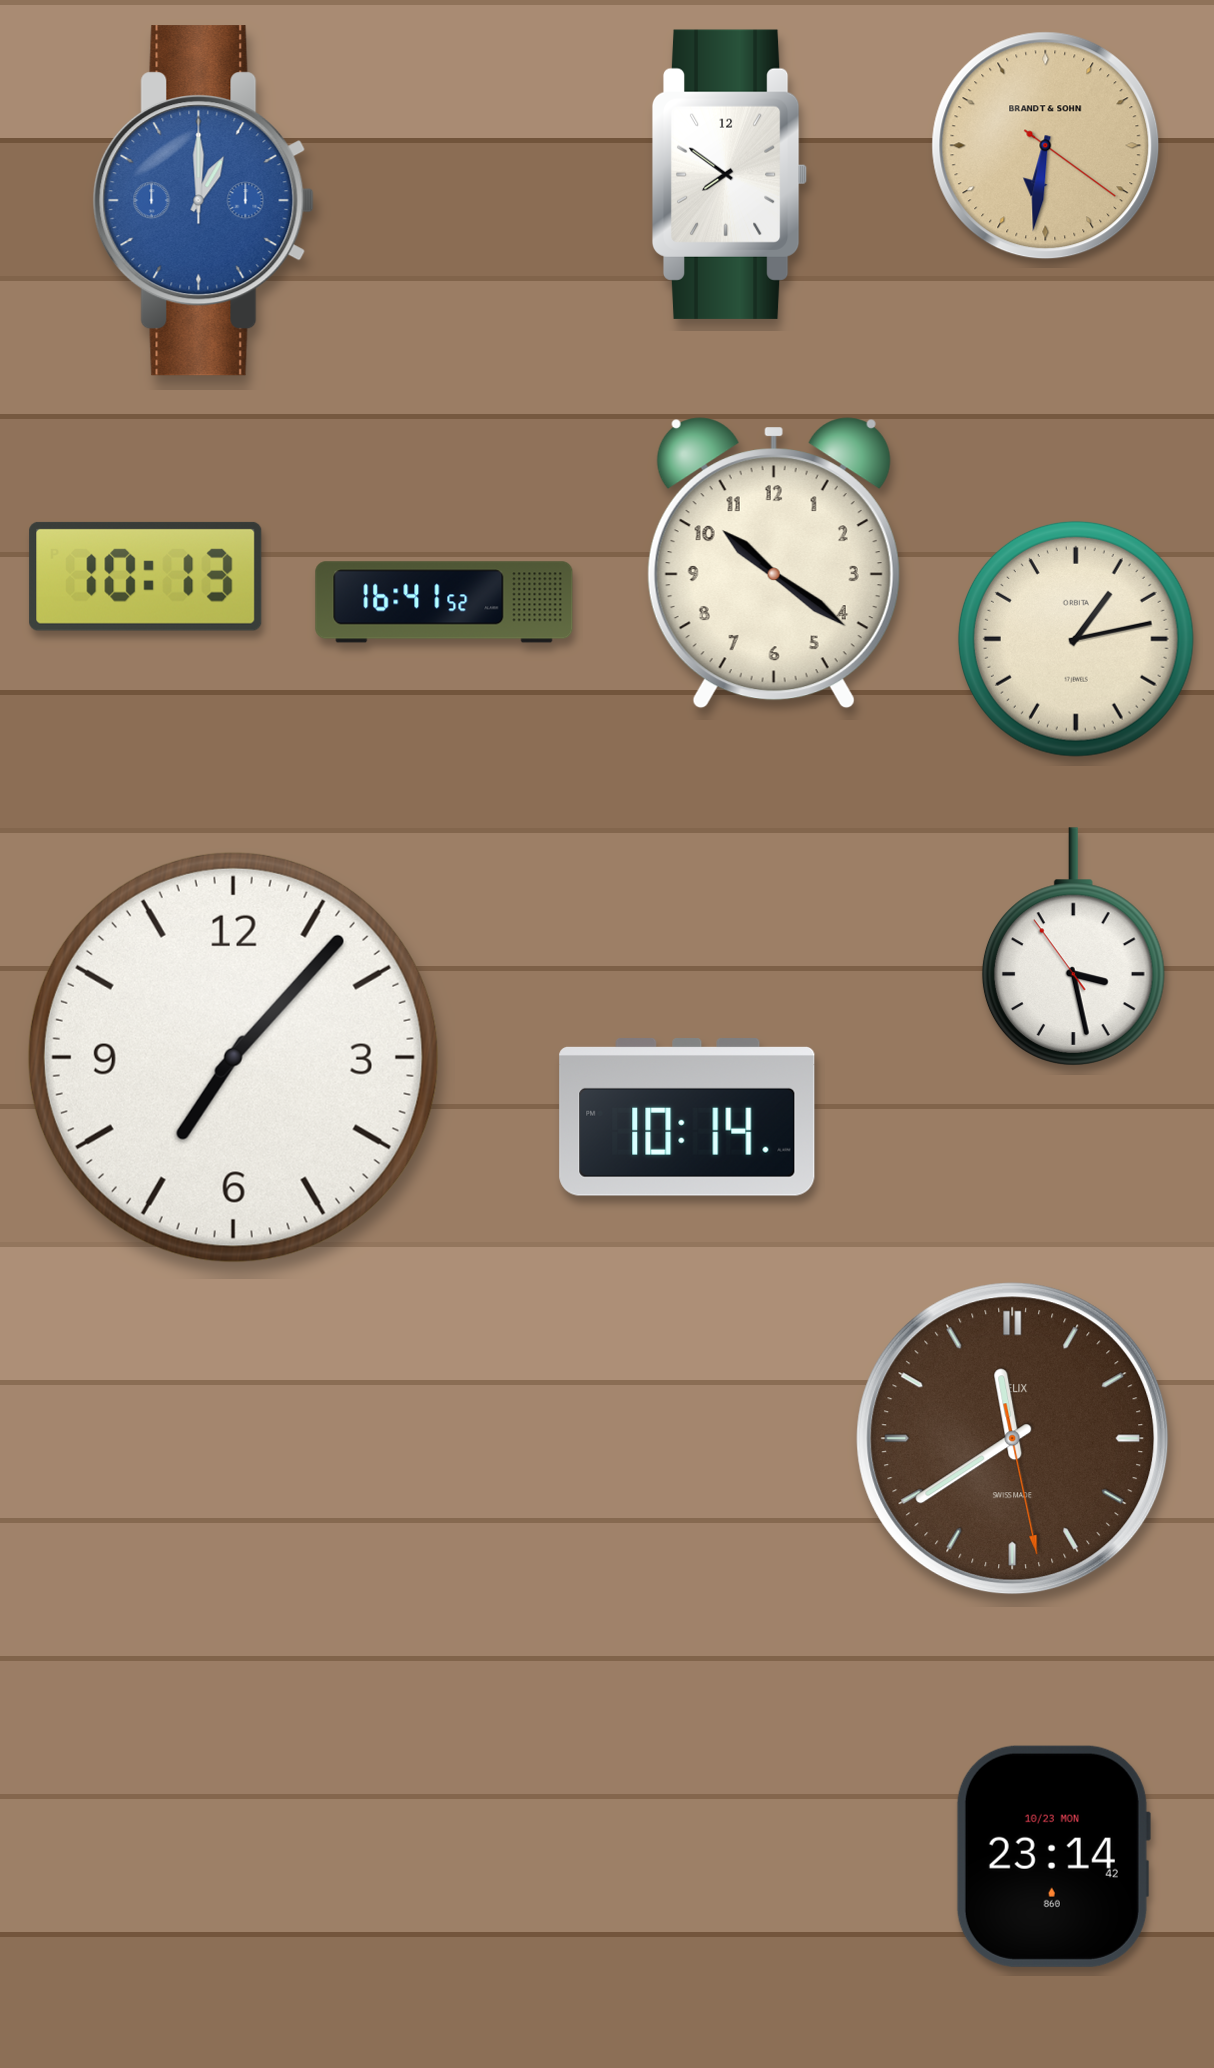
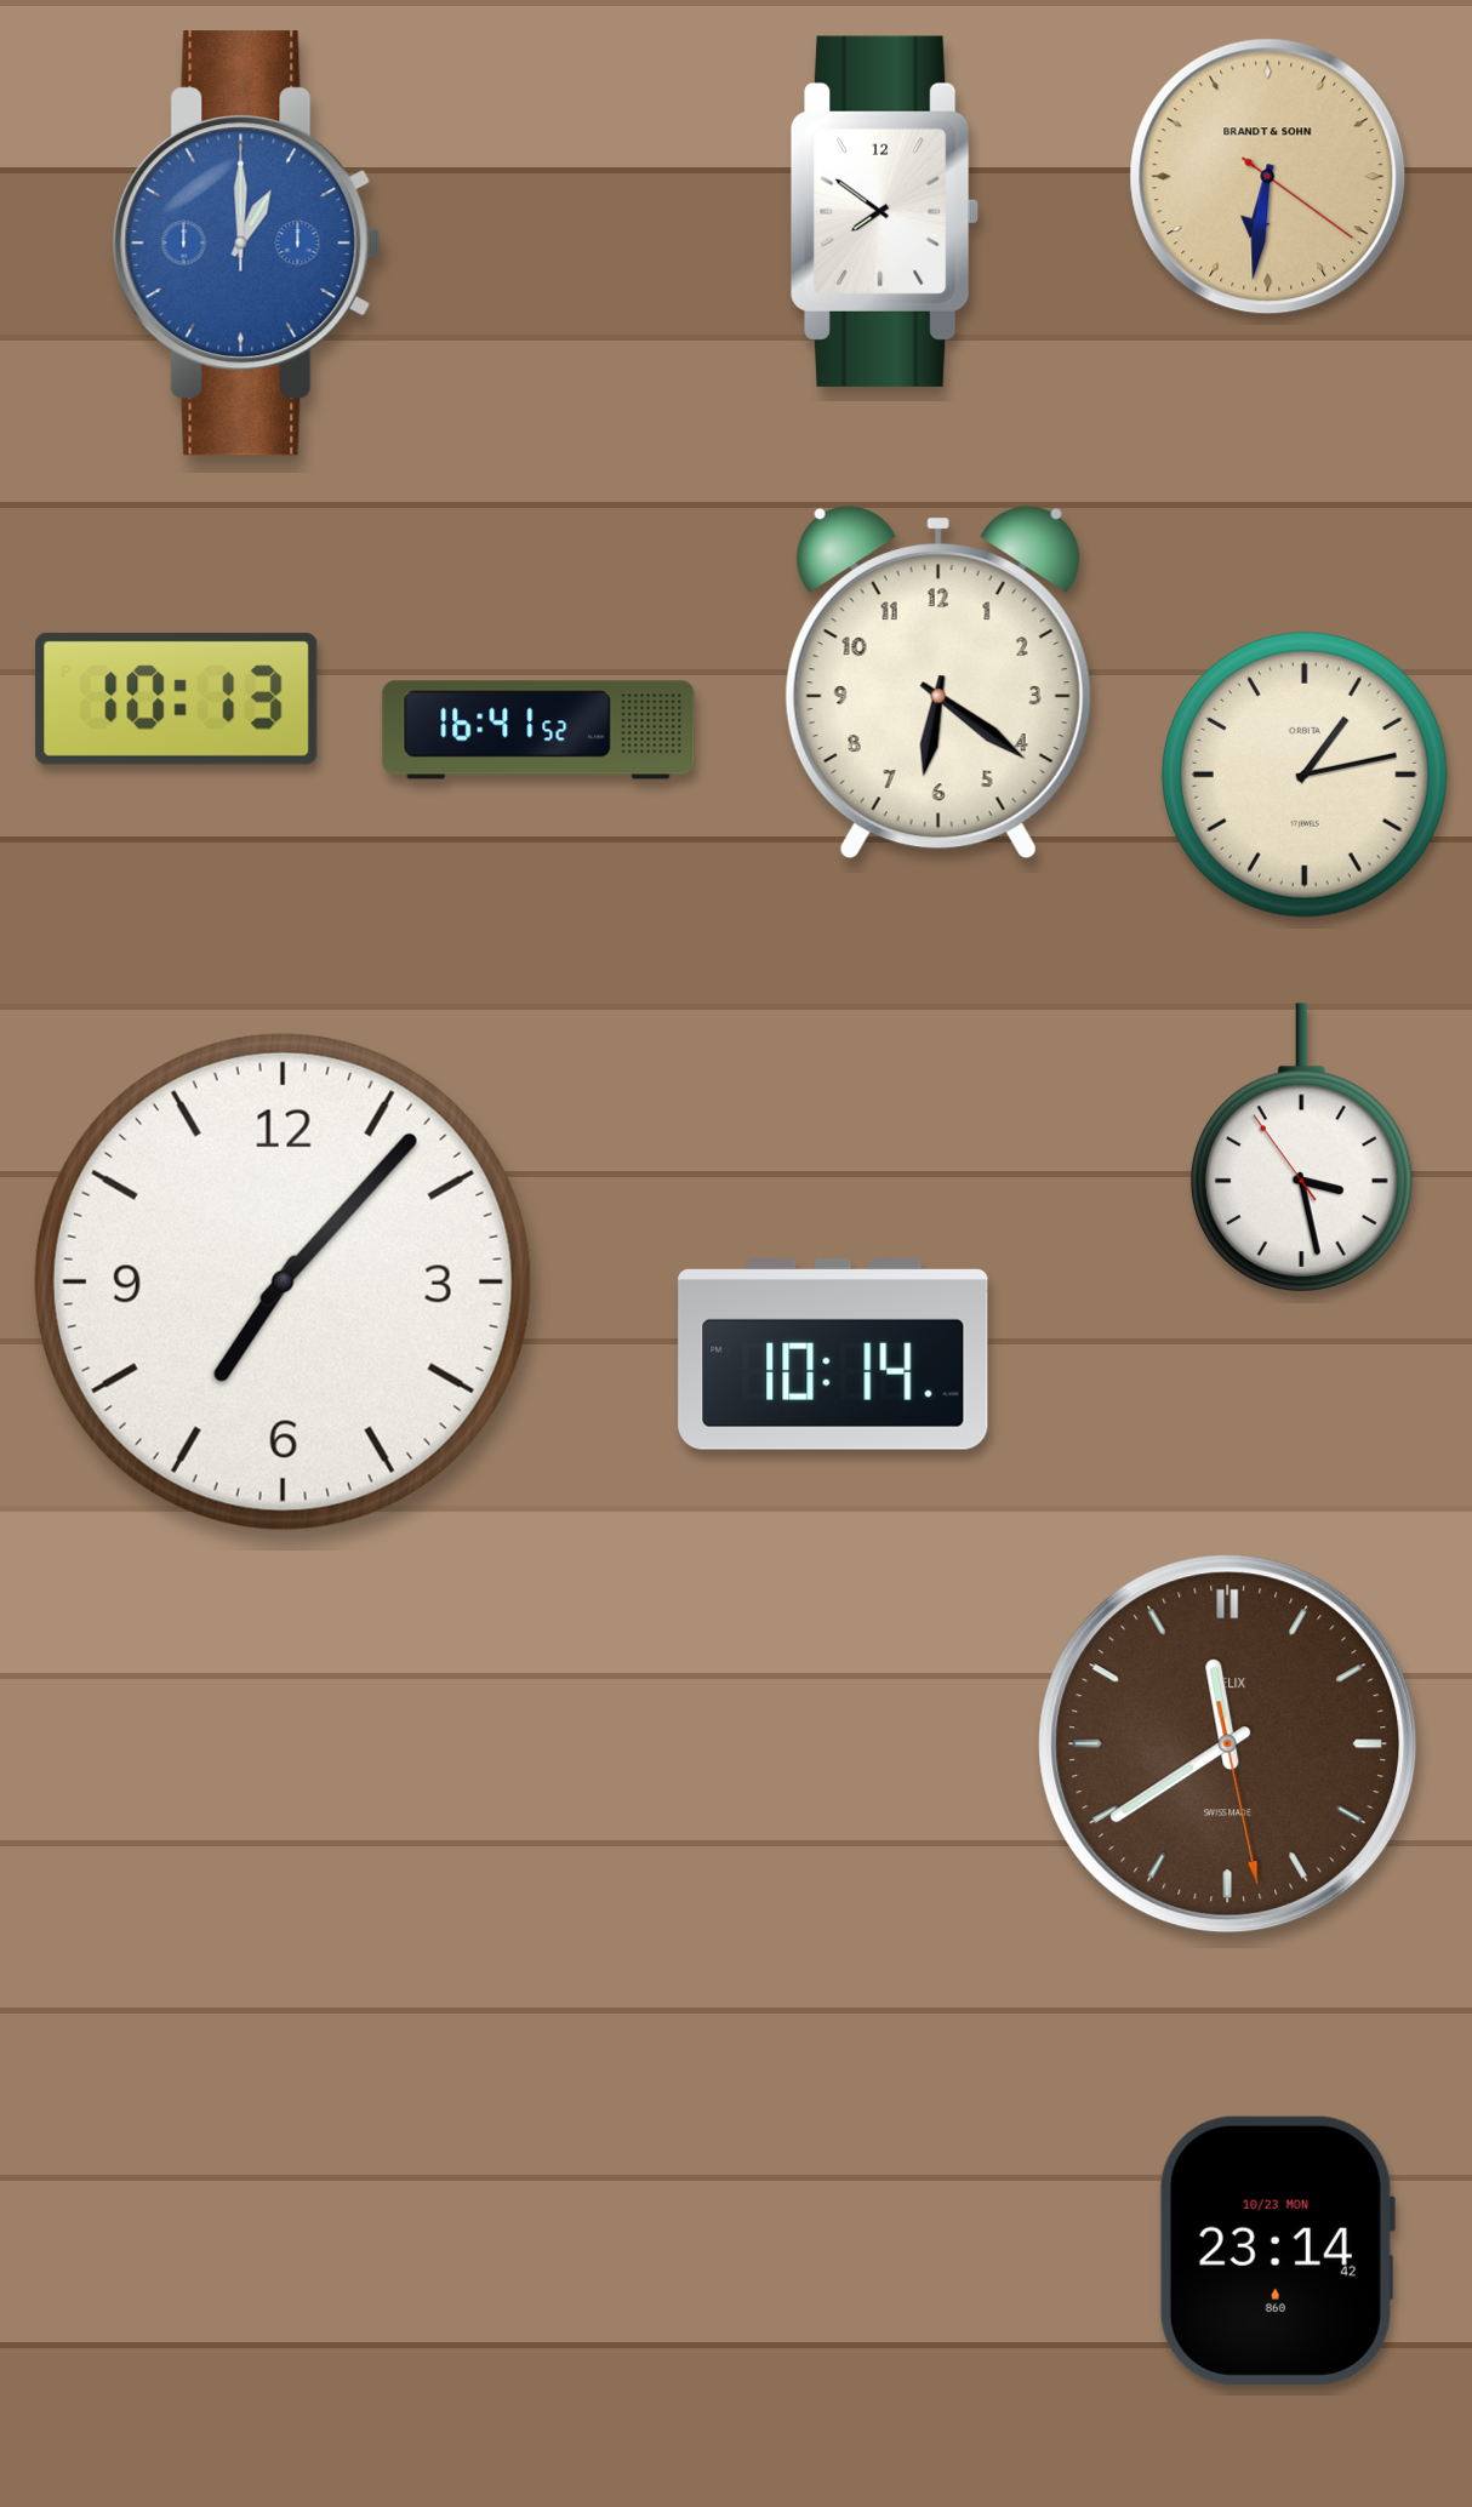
clock at (774, 563): 10:21 -> 6:21
